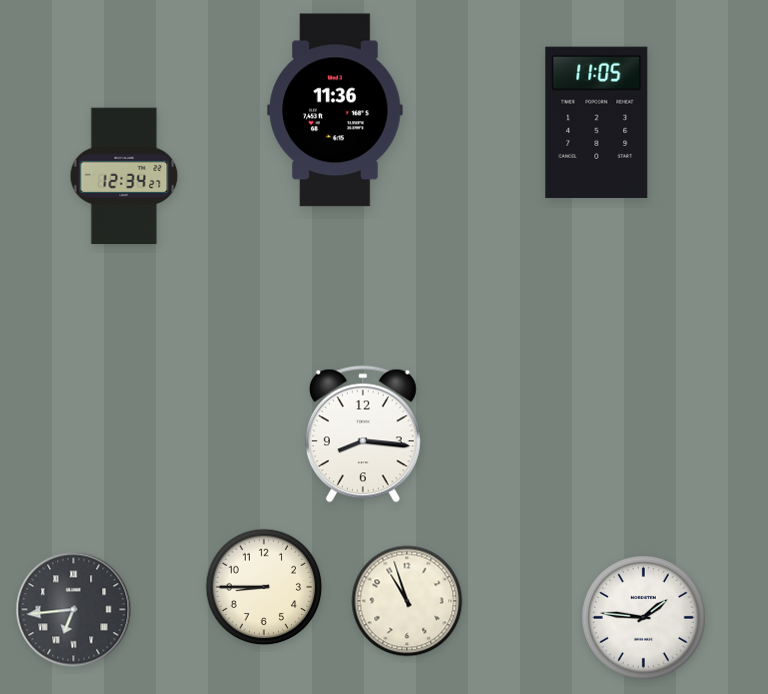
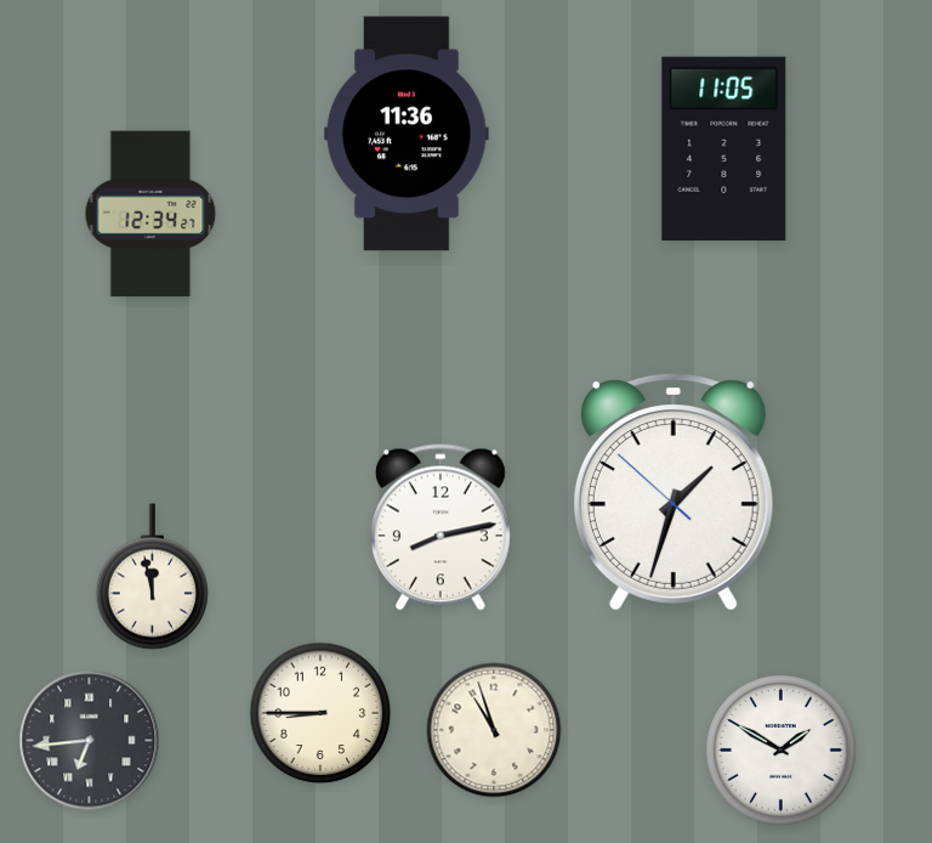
clock at (674, 492): none -> 1:32
clock at (363, 434): 8:16 -> 8:13
clock at (152, 577): none -> 11:58
clock at (643, 617): 1:46 -> 1:50
